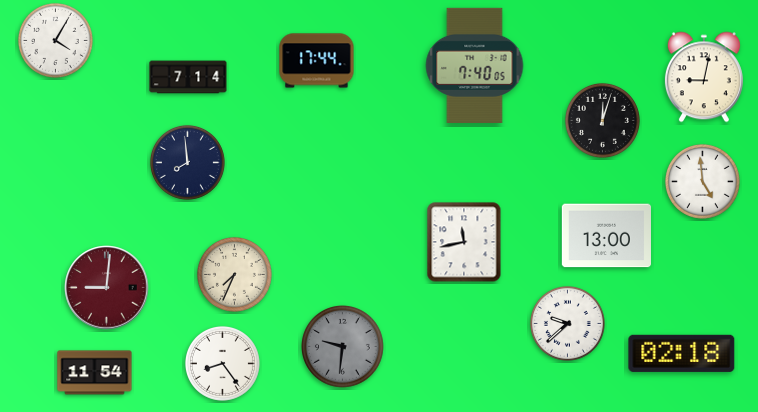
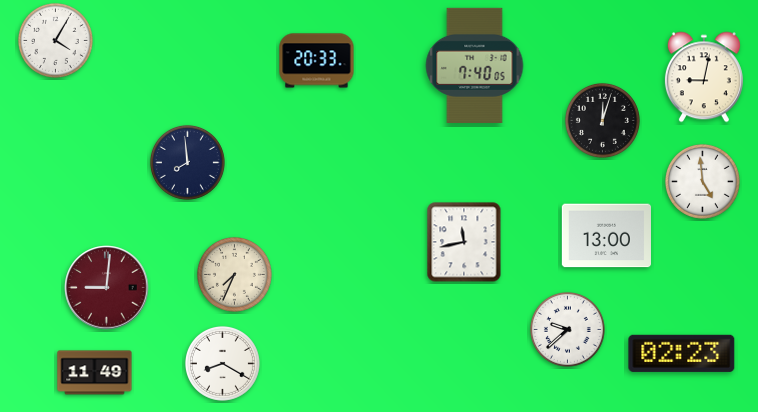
clock at (317, 61): 17:44 -> 20:33
clock at (188, 77): 7:14 -> none
clock at (567, 323) position: (567, 323) -> (567, 329)
clock at (343, 347): 9:31 -> none
clock at (682, 353): 02:18 -> 02:23
clock at (222, 363): 8:24 -> 8:20
clock at (95, 373): 11:54 -> 11:49
